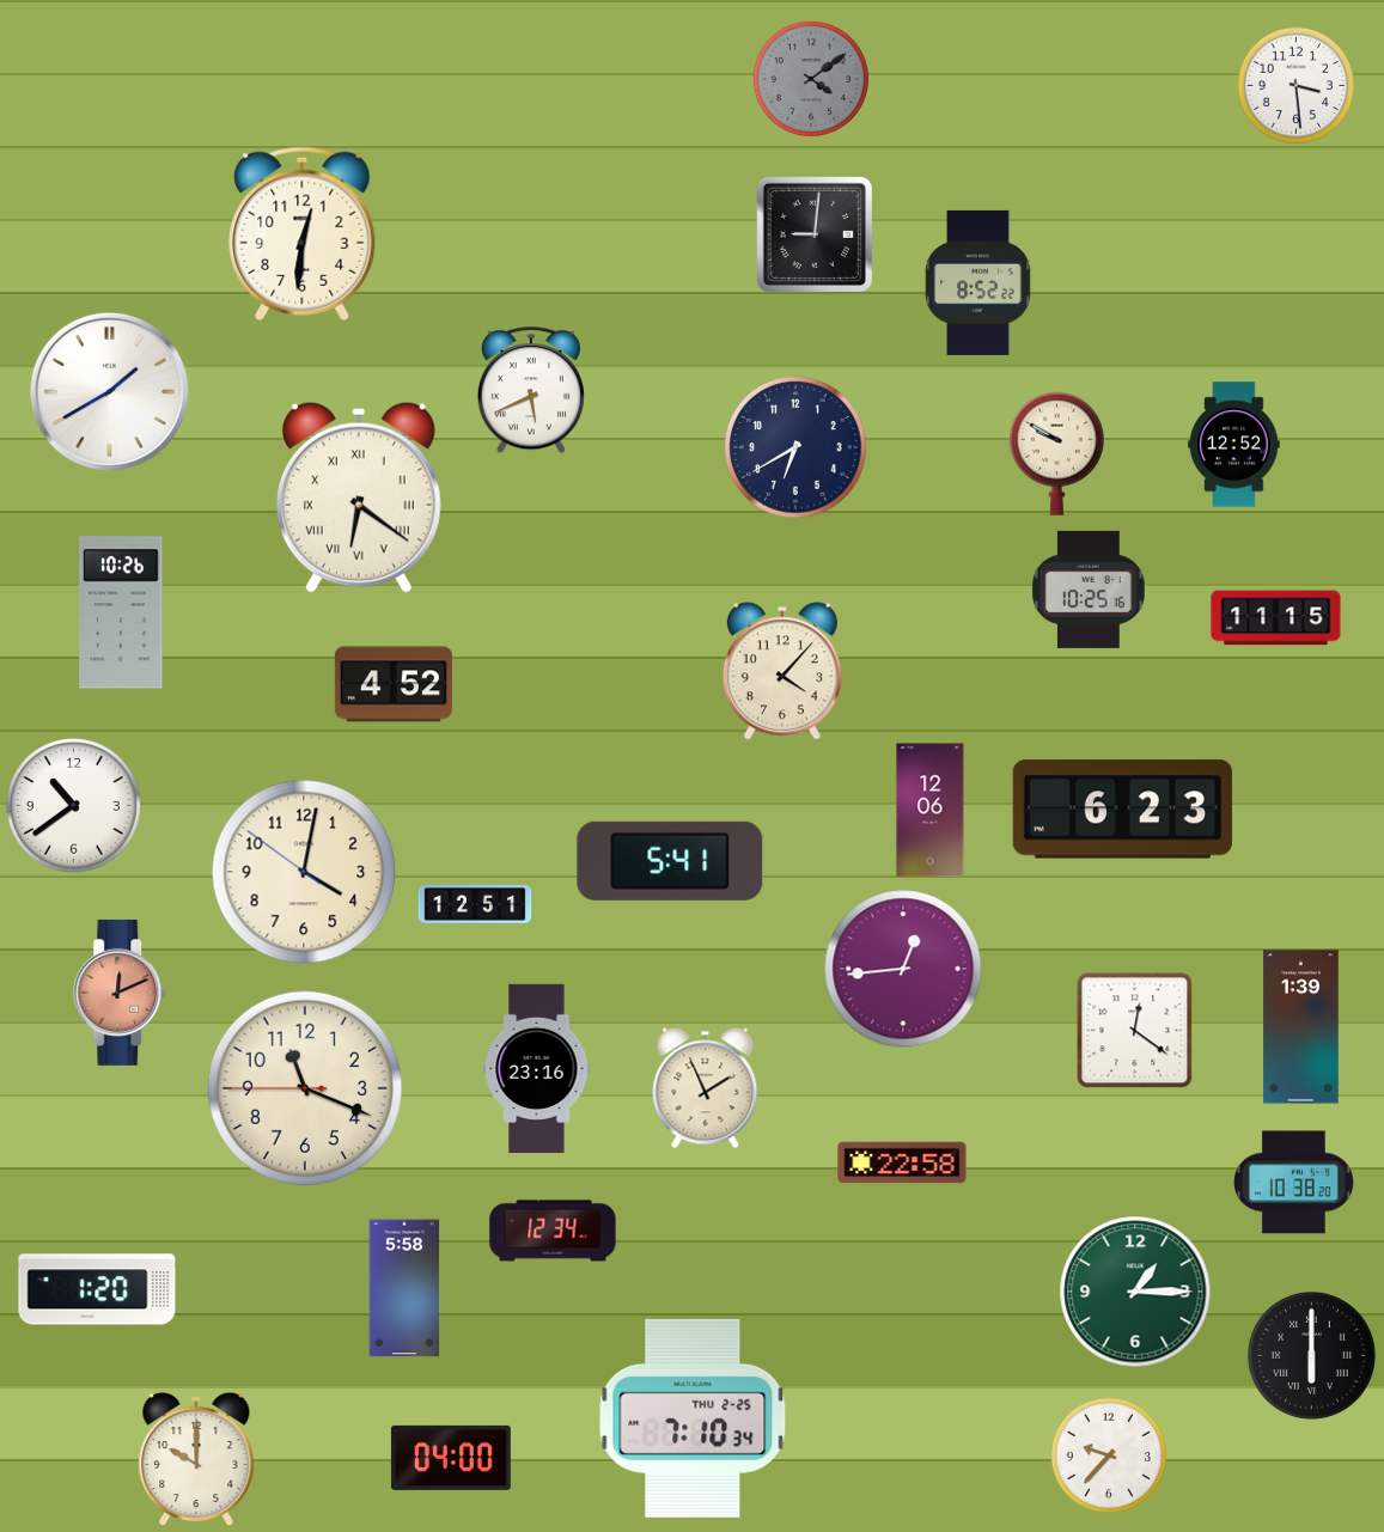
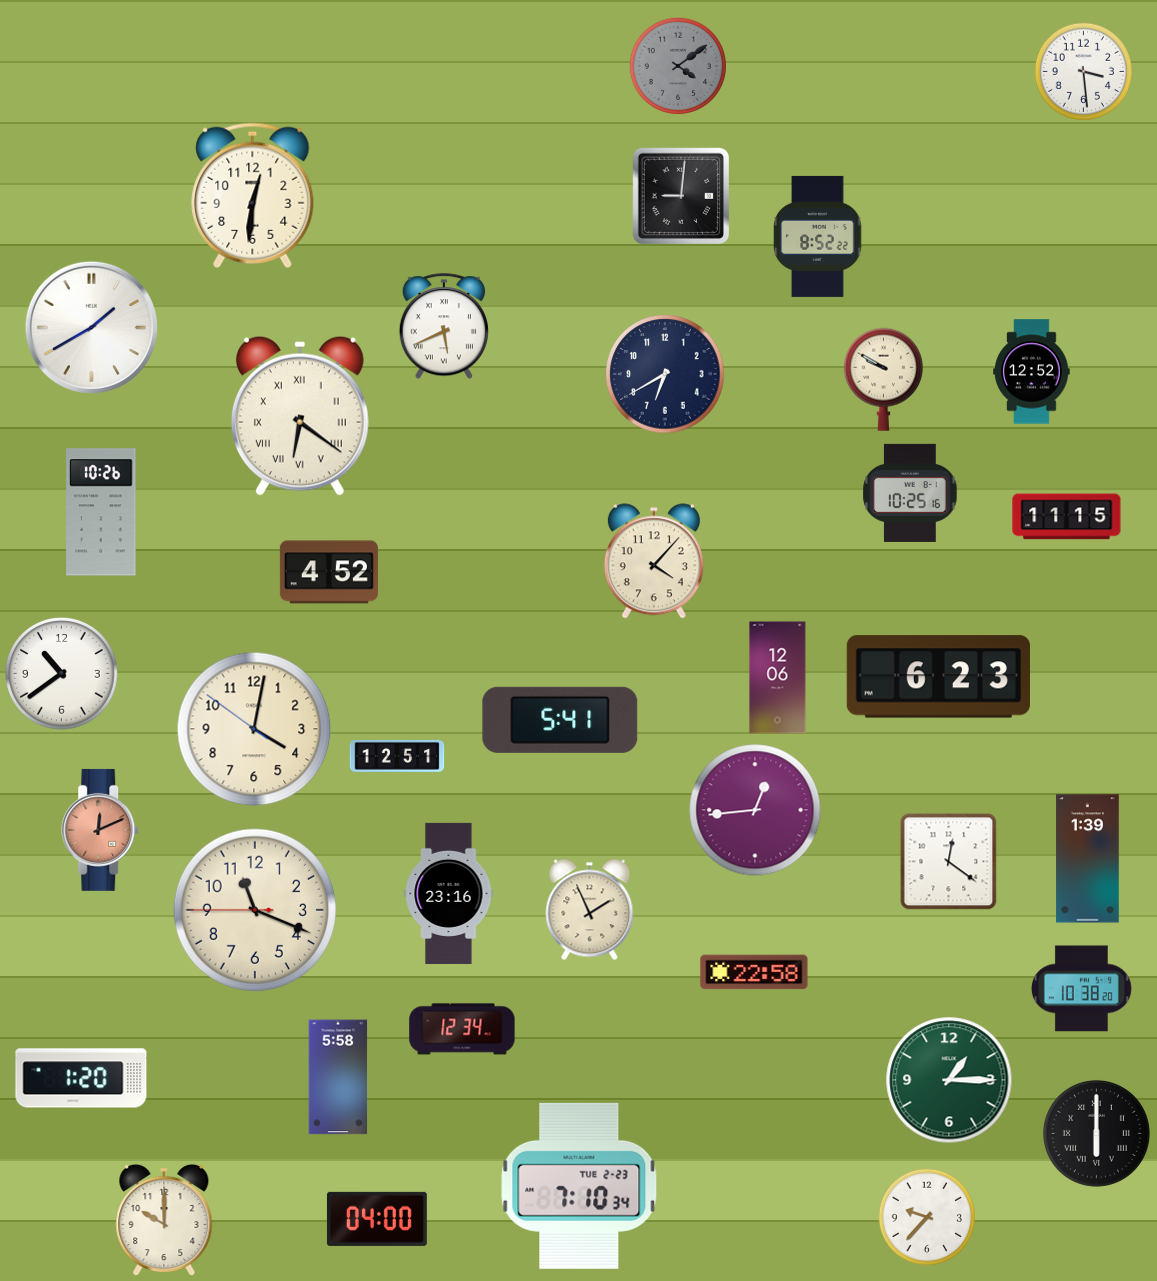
clock at (693, 1418) date: THU 2-25 -> TUE 2-23
